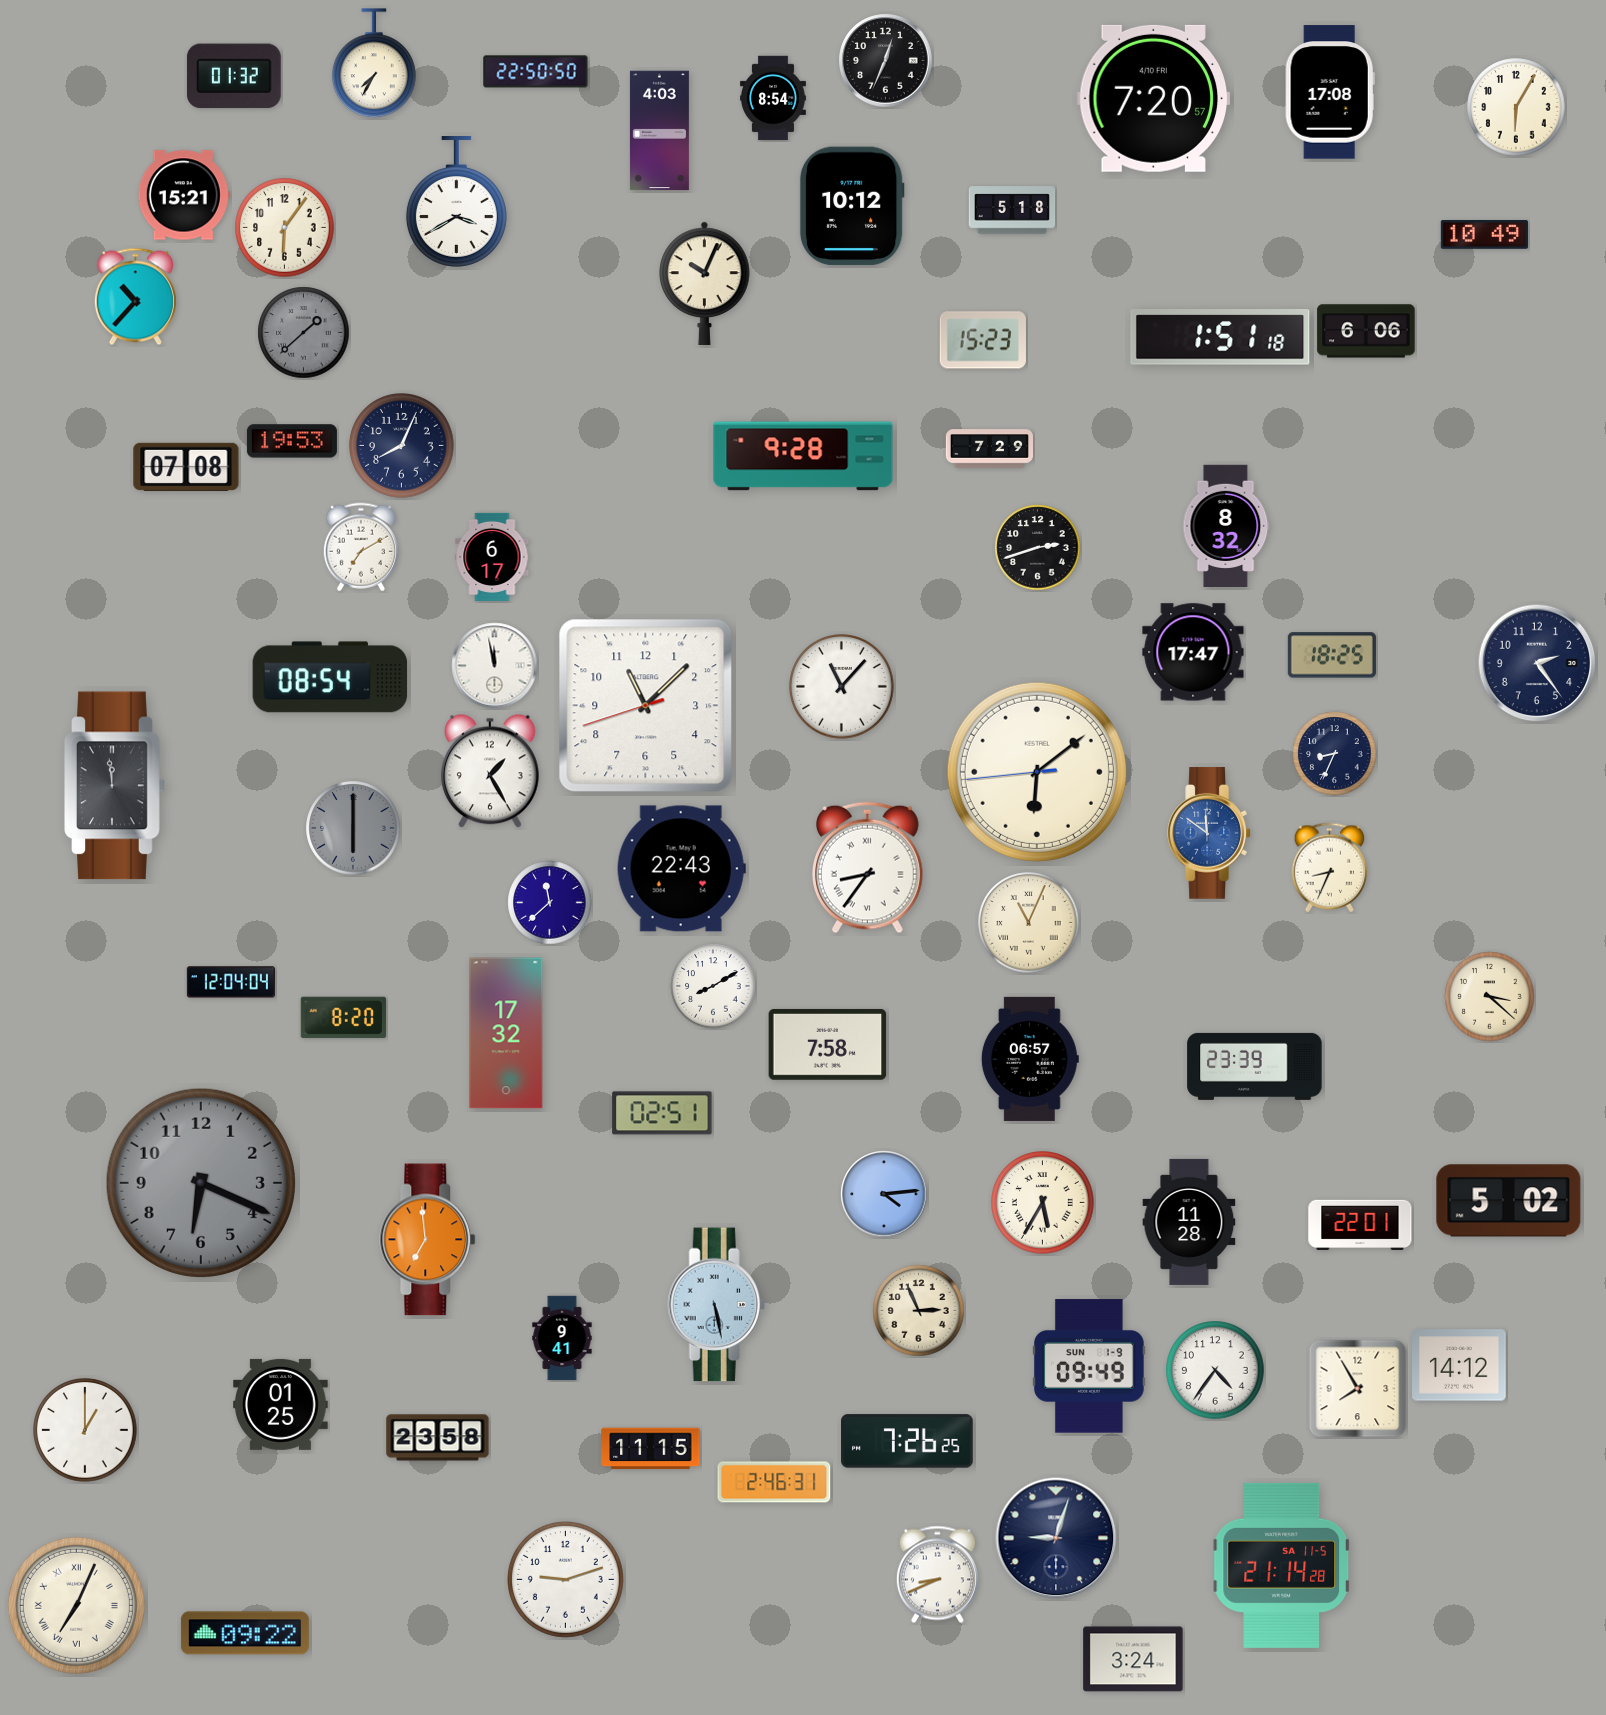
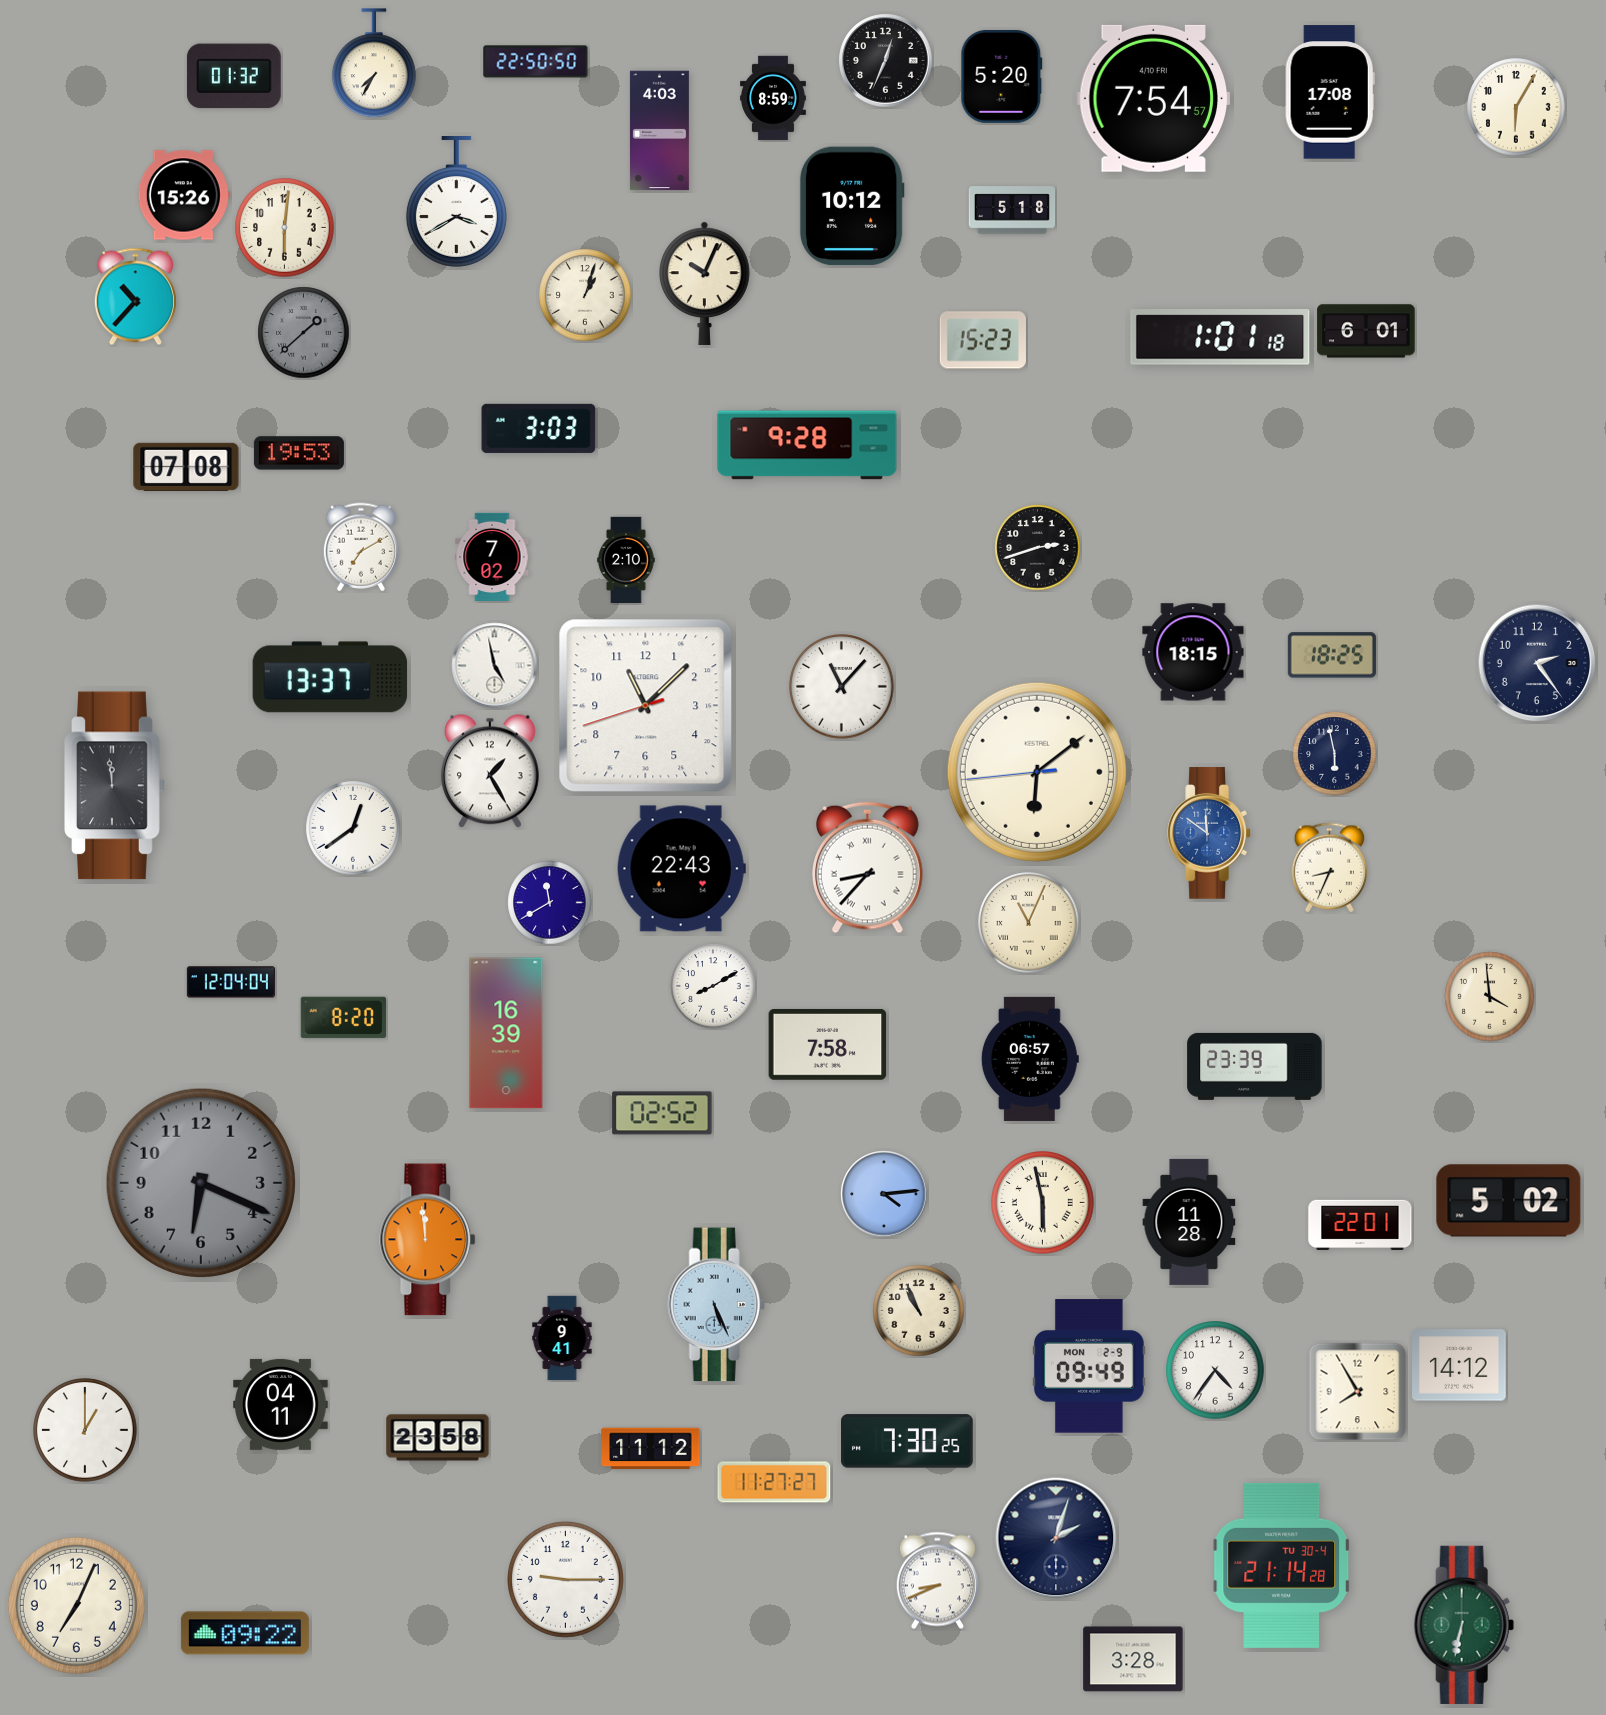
clock at (536, 72) position: (536, 72) -> (536, 62)
clock at (1002, 76): none -> 5:20
clock at (774, 98): 8:54 -> 8:59
clock at (1154, 98): 7:20 -> 7:54
clock at (184, 195): 15:21 -> 15:26
clock at (285, 228): 6:06 -> 6:01
clock at (1484, 235): 10:49 -> none
clock at (585, 295): none -> 1:03
clock at (1366, 331): 6:06 -> 6:01
clock at (1220, 337): 1:51 -> 1:01
clock at (539, 428): none -> 3:03
clock at (292, 441) position: (292, 441) -> (299, 453)
clock at (402, 446): 8:04 -> none
clock at (989, 449): 7:29 -> none
clock at (803, 456) position: (803, 456) -> (807, 445)
clock at (1226, 525): 8:32 -> none
clock at (492, 557): 6:17 -> 7:02
clock at (626, 560): none -> 2:10
clock at (1193, 652): 17:47 -> 18:15
clock at (495, 666): 11:58 -> 4:58
clock at (330, 677): 08:54 -> 13:37
clock at (1335, 754): 8:34 -> 5:58
clock at (353, 828): 6:00 -> 12:39
clock at (353, 828) dial: grey -> white
clock at (868, 868): 8:36 -> 8:37
clock at (550, 903): 11:38 -> 11:40
clock at (1490, 997): 3:22 -> 3:59
clock at (506, 1033): 17:32 -> 16:39
clock at (662, 1113): 02:51 -> 02:52
clock at (1043, 1203): 5:35 -> 5:58
clock at (428, 1240): 6:59 -> 11:59
clock at (716, 1305): 5:28 -> 5:26
clock at (919, 1311): 2:56 -> 10:56
clock at (1090, 1366) date: SUN 1-9 -> MON 2-9
clock at (1358, 1389) position: (1358, 1389) -> (1358, 1392)
clock at (281, 1404): 01:25 -> 04:11
clock at (907, 1441): 7:26 -> 7:30
clock at (651, 1449): 11:15 -> 11:12
clock at (774, 1482): 2:46 -> 11:27
clock at (1056, 1538): 9:03 -> 2:03
clock at (1282, 1565) date: SA 11-5 -> TU 30-4
clock at (937, 1575) position: (937, 1575) -> (937, 1581)
clock at (566, 1580): 9:12 -> 9:15
clock at (76, 1605) numerals: Roman -> Arabic
clock at (1464, 1625): none -> 6:32
clock at (1133, 1659): 3:24 -> 3:28
